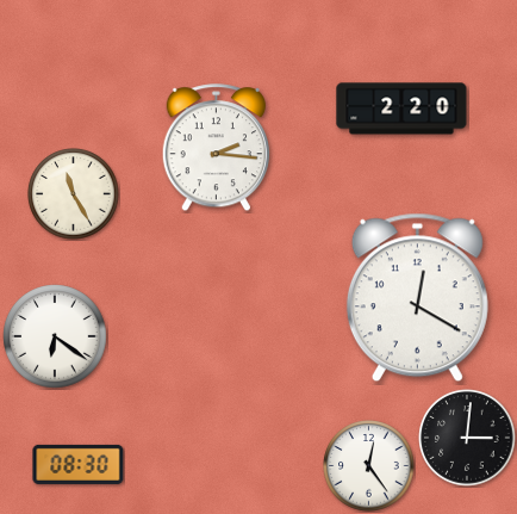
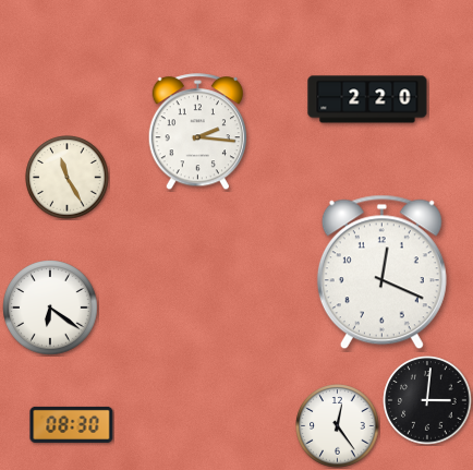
clock at (216, 148) position: (216, 148) -> (197, 132)
clock at (417, 298): 12:20 -> 12:19
